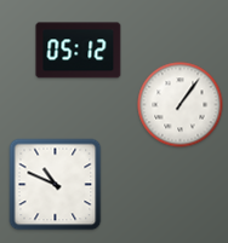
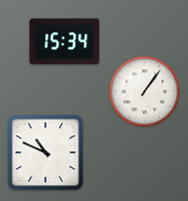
clock at (79, 51): 05:12 -> 15:34
clock at (181, 105) position: (181, 105) -> (145, 92)
